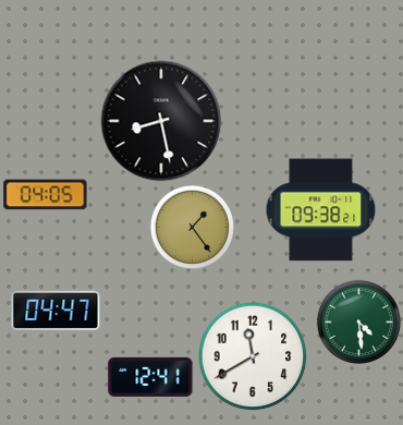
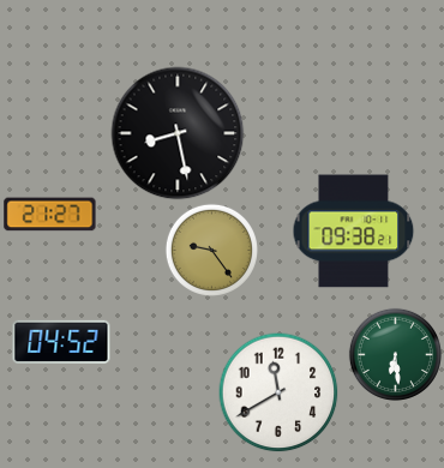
clock at (46, 195): 04:05 -> 21:27
clock at (192, 227): 1:24 -> 9:24
clock at (56, 309): 04:47 -> 04:52
clock at (358, 321): 4:29 -> 6:29
clock at (150, 377): 12:41 -> none
